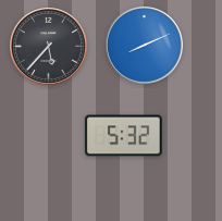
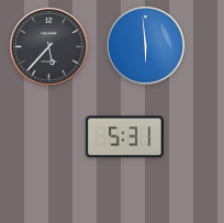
clock at (145, 46): 8:11 -> 5:59
clock at (123, 136): 5:32 -> 5:31
